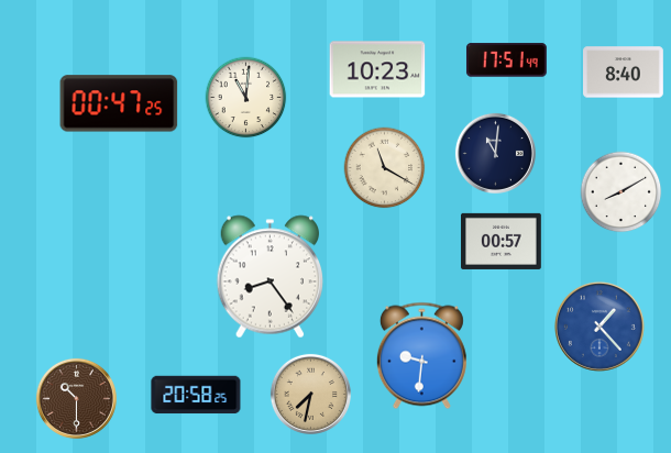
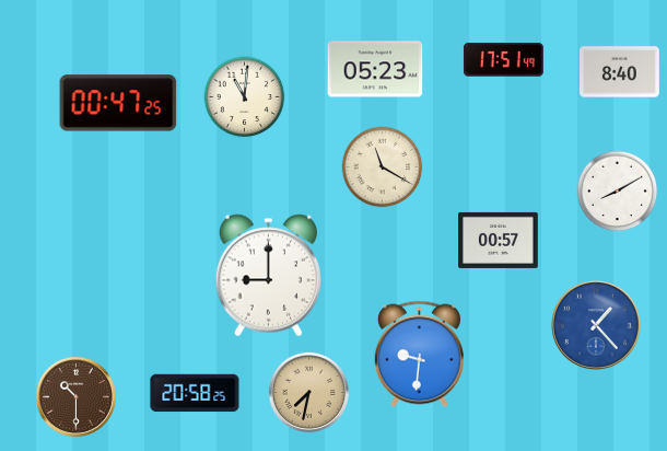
clock at (377, 69): 10:23 -> 05:23
clock at (495, 153): 11:01 -> none
clock at (269, 277): 8:24 -> 9:00
